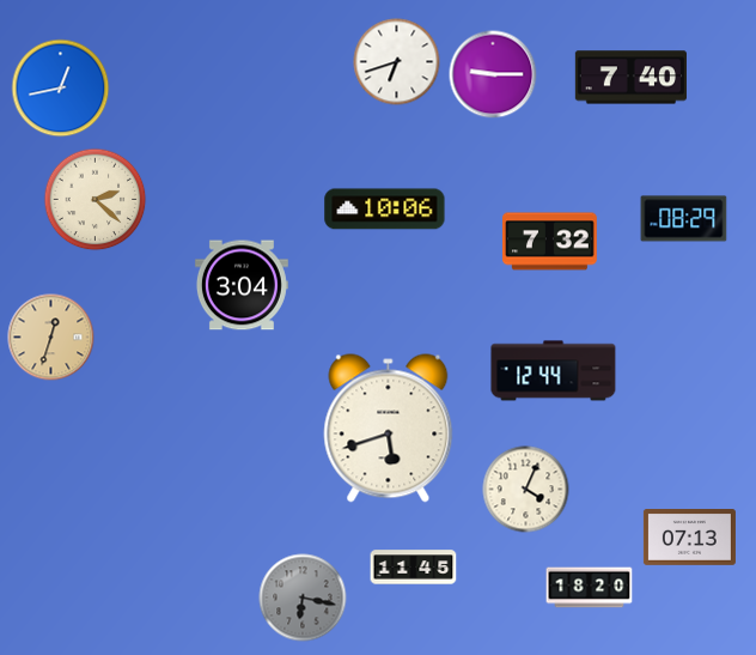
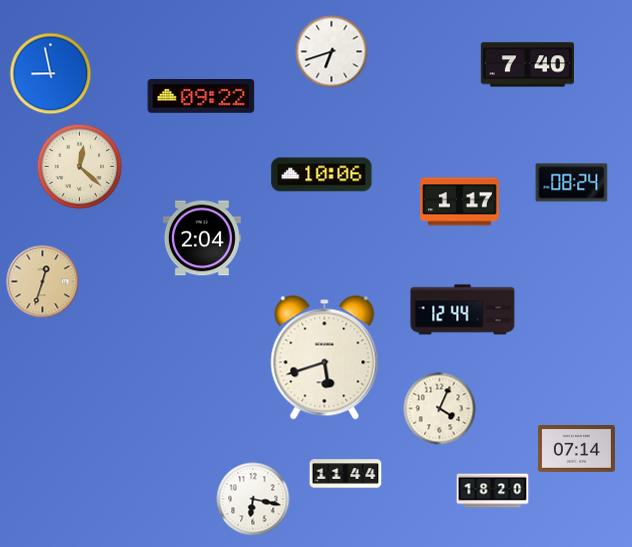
clock at (493, 74): 9:15 -> none
clock at (61, 89): 12:43 -> 8:58
clock at (201, 97): none -> 09:22
clock at (96, 200): 2:22 -> 12:22
clock at (684, 219): 08:29 -> 08:24
clock at (550, 242): 7:32 -> 1:17
clock at (242, 285): 3:04 -> 2:04
clock at (689, 538): 07:13 -> 07:14
clock at (414, 568): 11:45 -> 11:44
clock at (303, 598) dial: grey -> white
